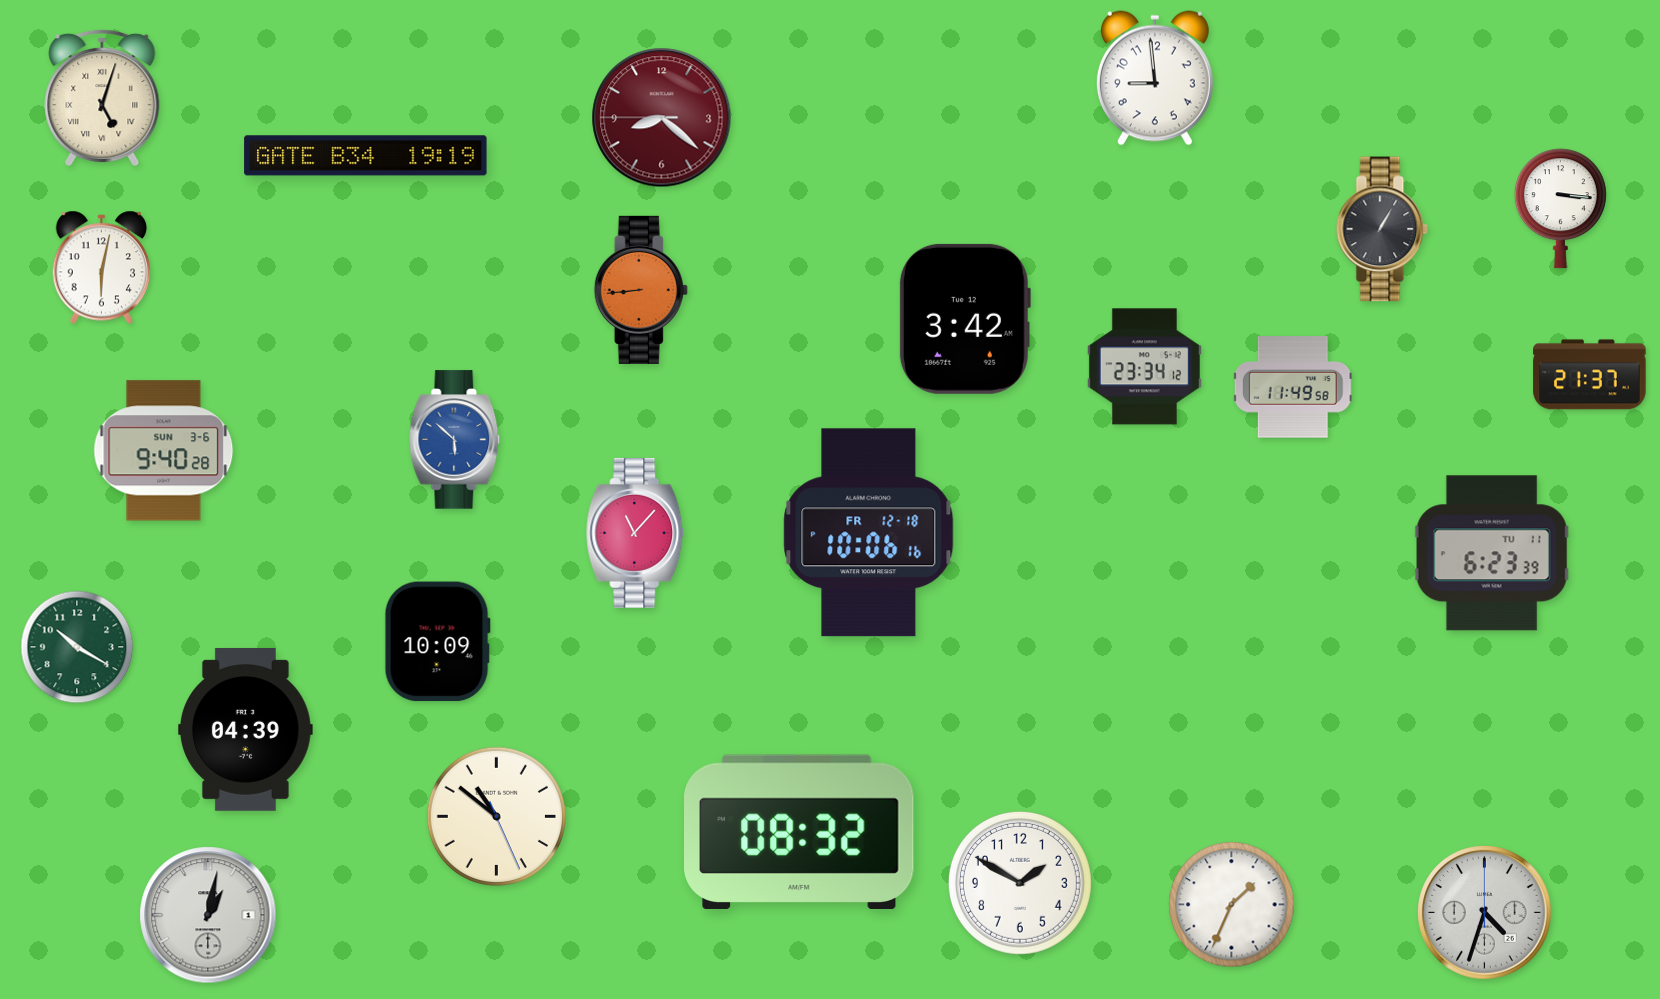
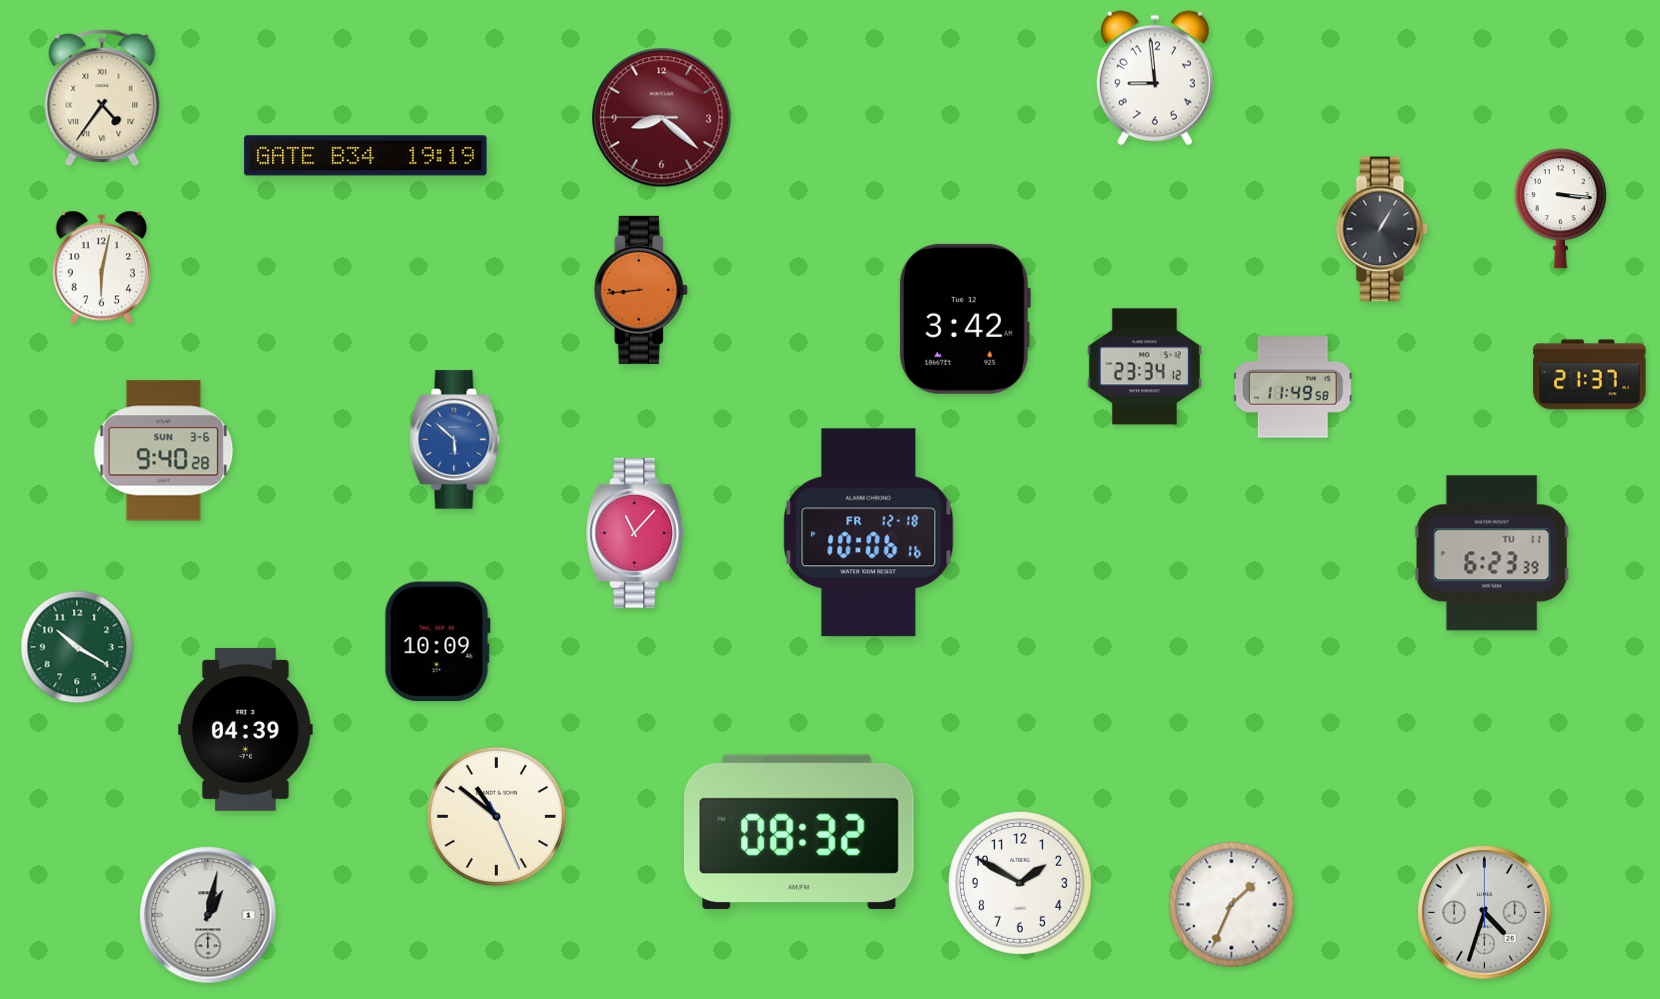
clock at (102, 97): 5:03 -> 4:36
